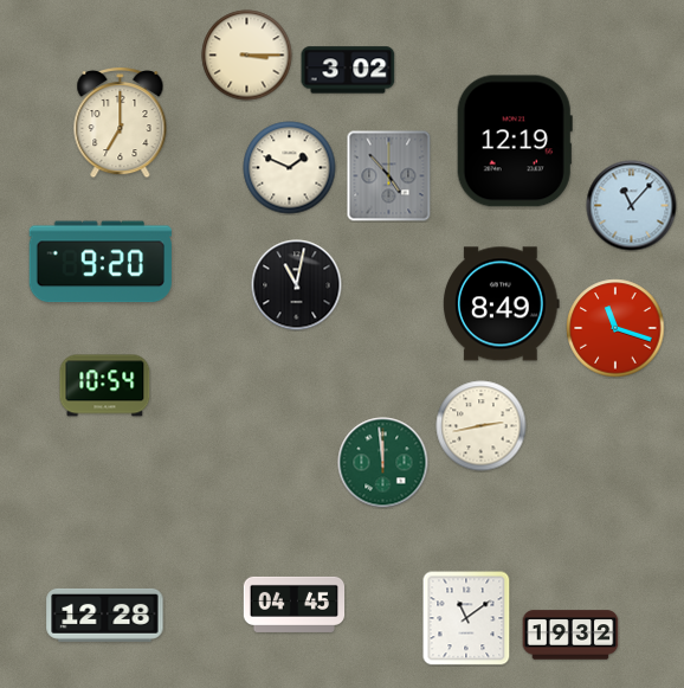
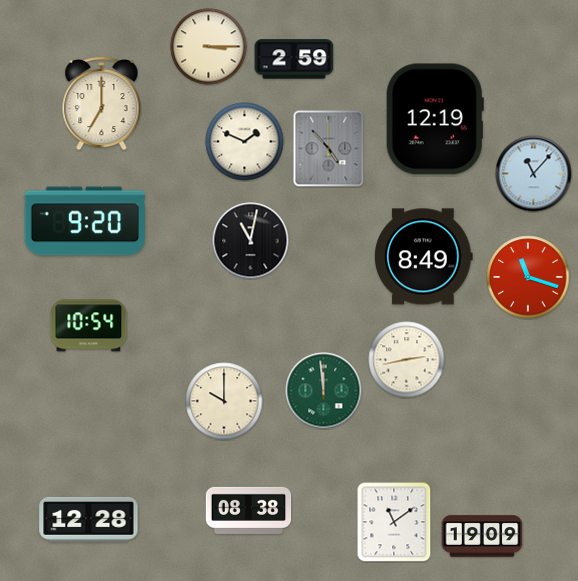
clock at (348, 70): 3:02 -> 2:59
clock at (615, 328) position: (615, 328) -> (528, 277)
clock at (224, 401): none -> 10:00
clock at (295, 604): 04:45 -> 08:38
clock at (570, 635): 19:32 -> 19:09
